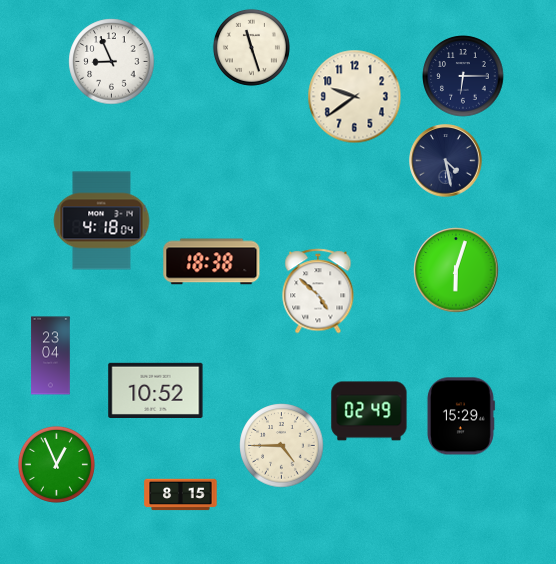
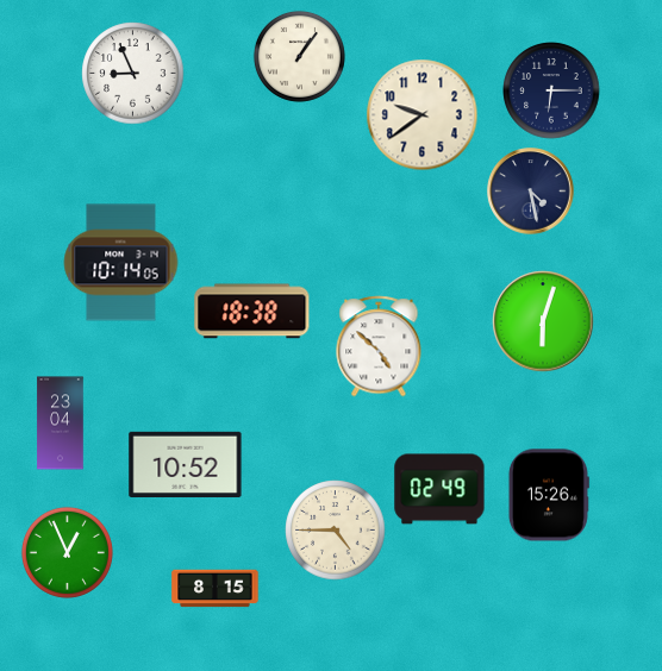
clock at (251, 47): 11:27 -> 1:06
clock at (102, 221): 4:18 -> 10:14
clock at (460, 416): 15:29 -> 15:26
